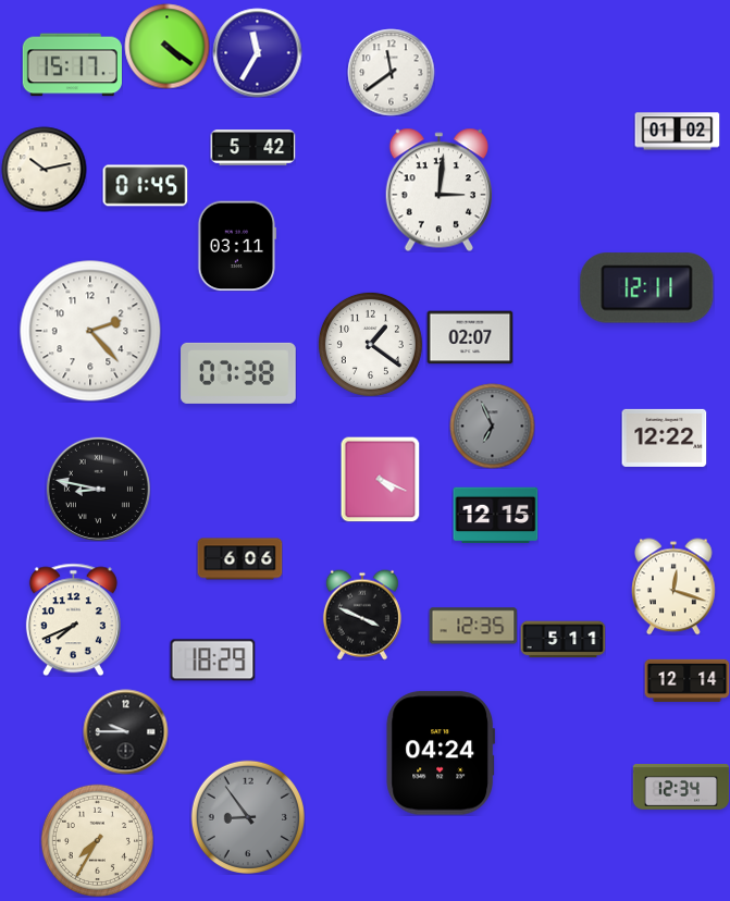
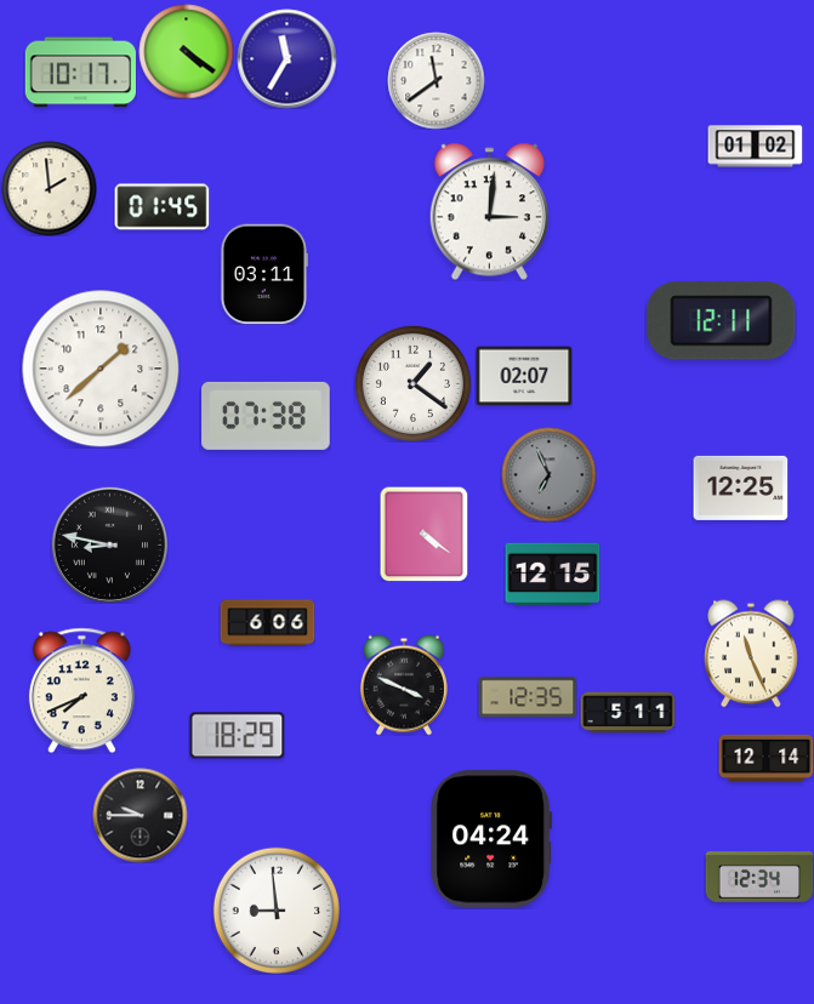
clock at (72, 65): 15:17 -> 10:17
clock at (252, 148): 5:42 -> none
clock at (44, 169): 10:13 -> 1:59
clock at (90, 331): 2:23 -> 1:38
clock at (664, 437): 12:22 -> 12:25
clock at (381, 479): 4:19 -> 4:21
clock at (673, 587): 12:18 -> 11:26
clock at (247, 816): 8:54 -> 8:59
clock at (247, 816) dial: grey -> white
clock at (97, 840): 7:35 -> none
